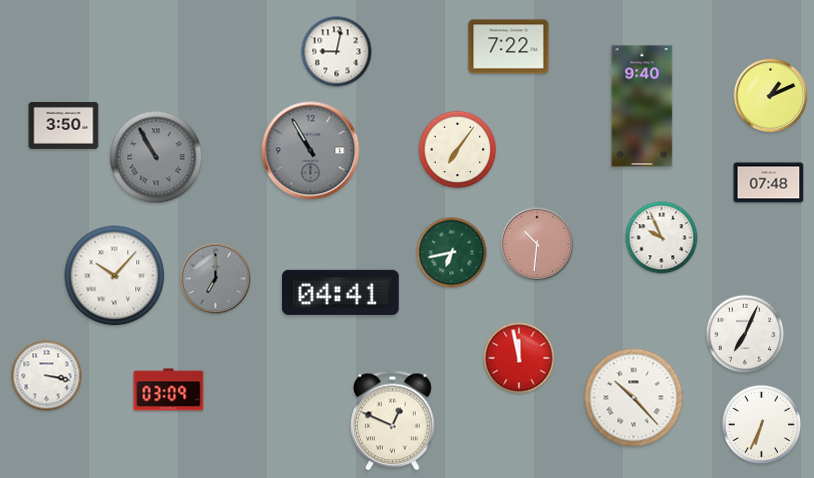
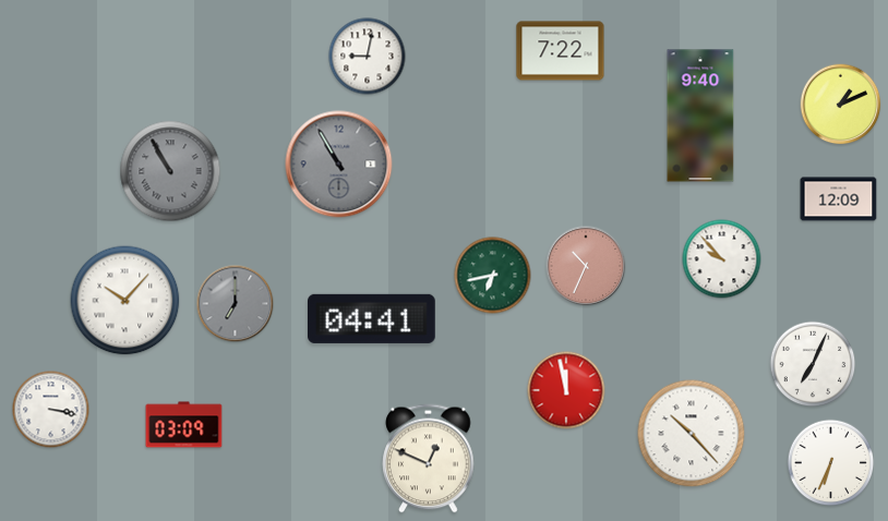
clock at (509, 47) position: (509, 47) -> (561, 51)
clock at (64, 126): 3:50 -> none
clock at (458, 150): 7:06 -> none
clock at (769, 183): 07:48 -> 12:09
clock at (662, 238): 9:56 -> 9:53
clock at (537, 244): 10:31 -> 10:34
